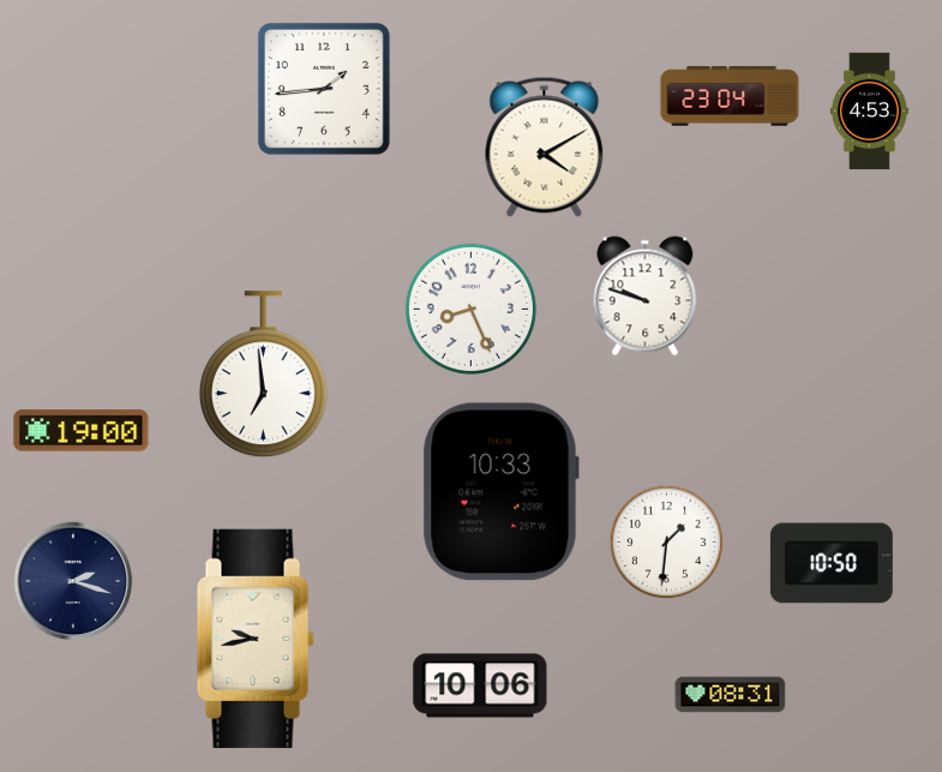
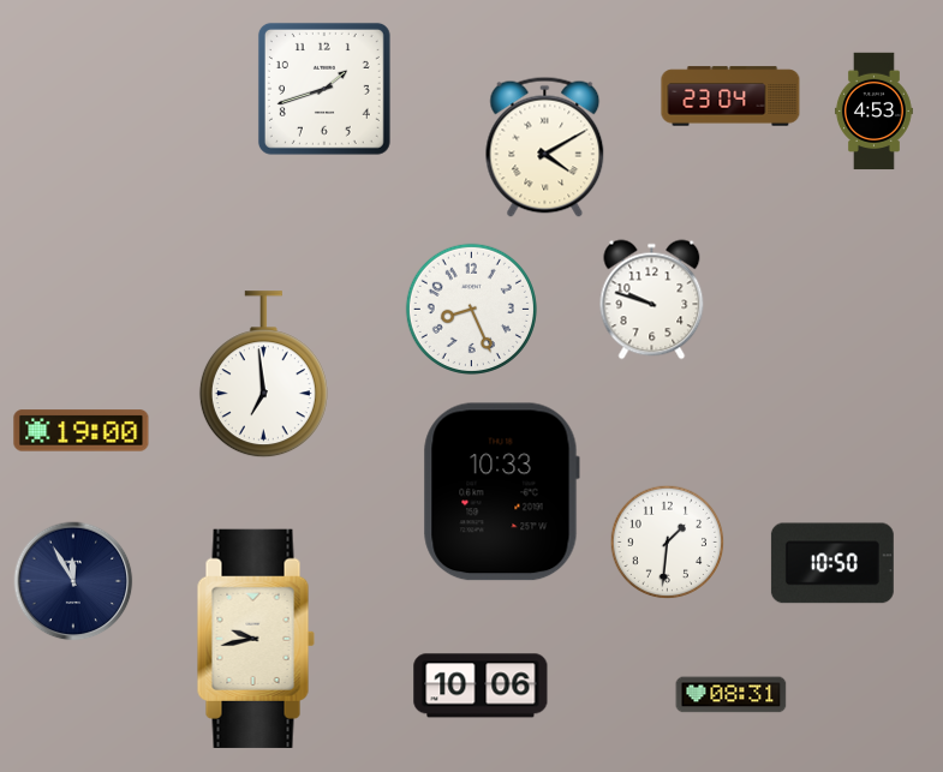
clock at (324, 89): 1:44 -> 1:42
clock at (869, 112) position: (869, 112) -> (873, 112)
clock at (646, 297) position: (646, 297) -> (652, 300)
clock at (73, 581): 2:18 -> 11:55
